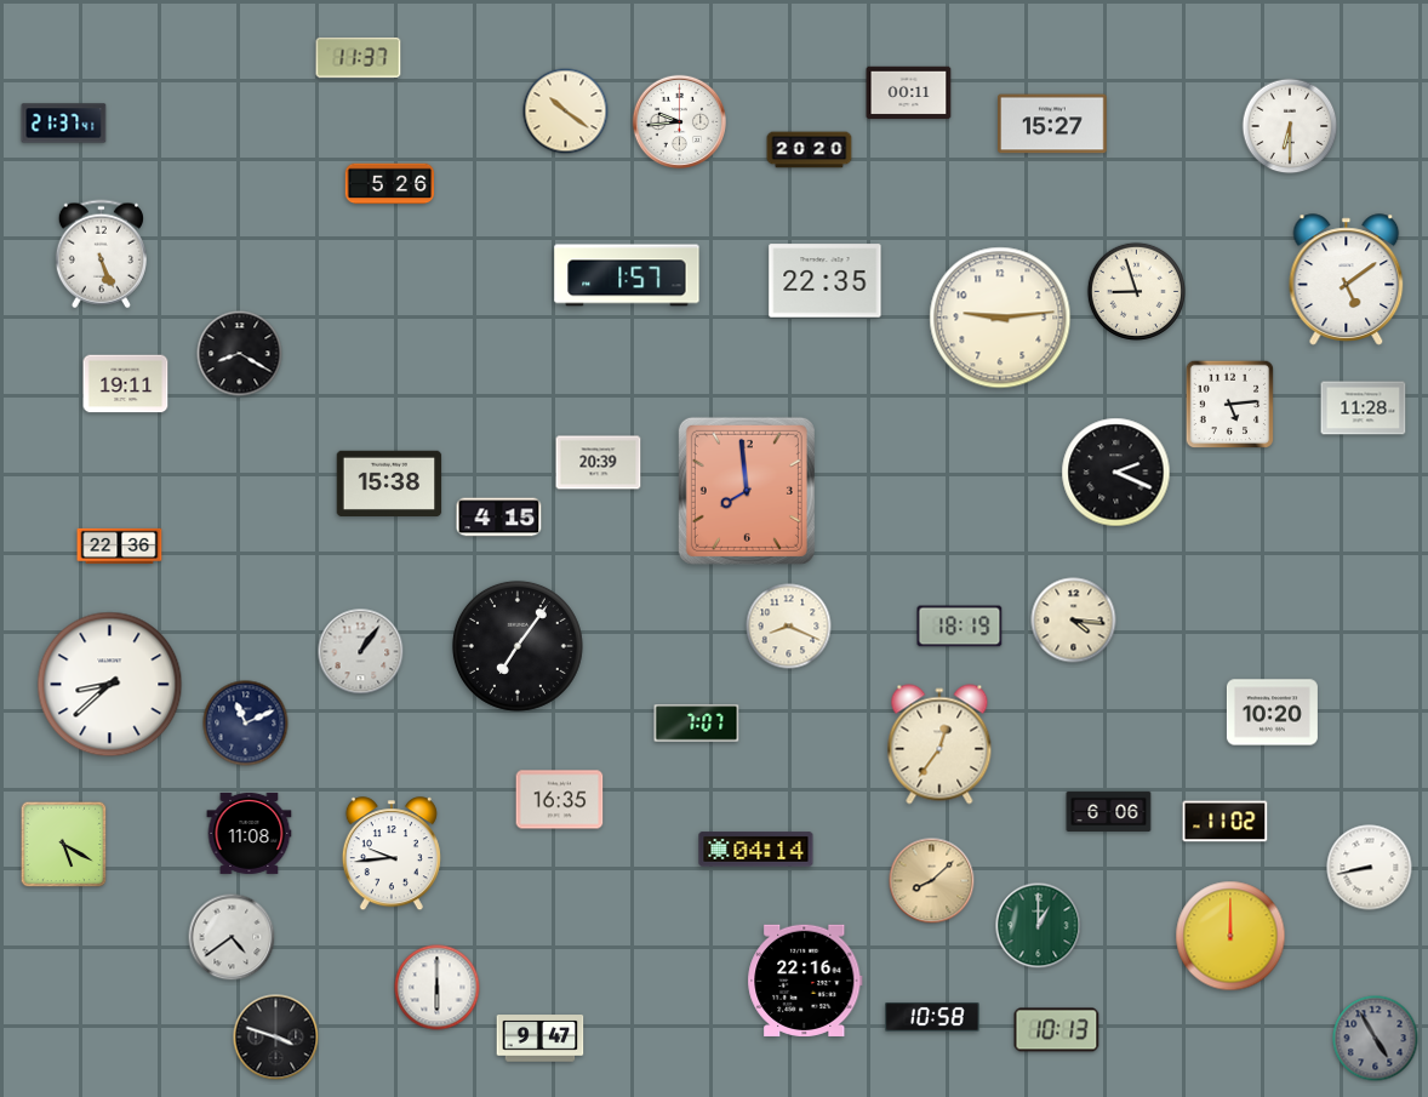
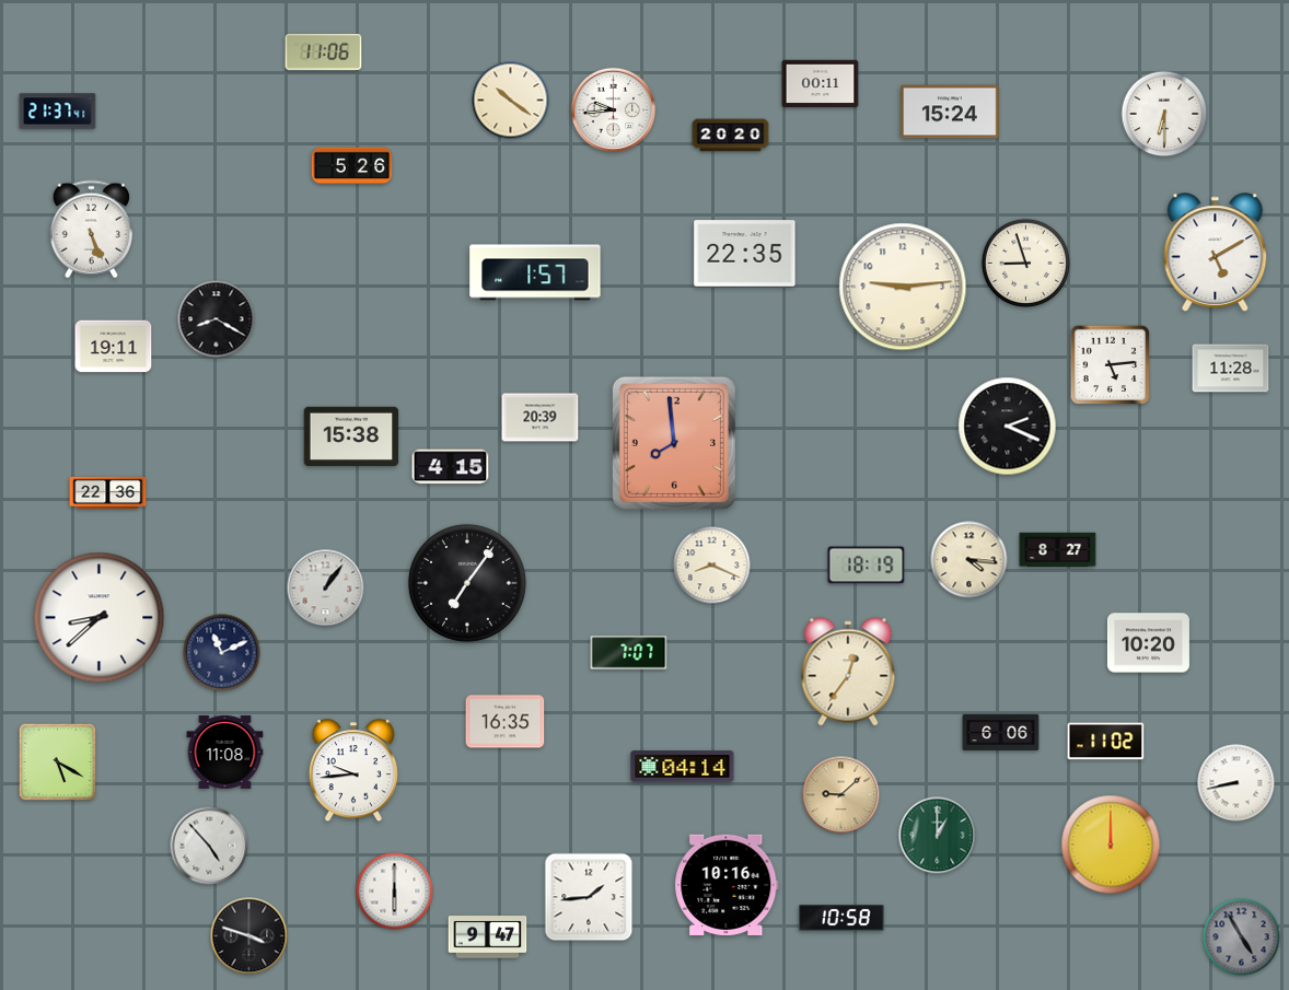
clock at (359, 57): 11:37 -> 11:06
clock at (1053, 124): 15:27 -> 15:24
clock at (627, 275) position: (627, 275) -> (535, 272)
clock at (1347, 280): 5:09 -> 5:10
clock at (1058, 550): none -> 8:27
clock at (932, 881): 8:08 -> 9:08
clock at (232, 937): 4:39 -> 4:53
clock at (805, 981): 22:16 -> 10:16
clock at (589, 897): none -> 1:44
clock at (1057, 1030): 10:13 -> none
